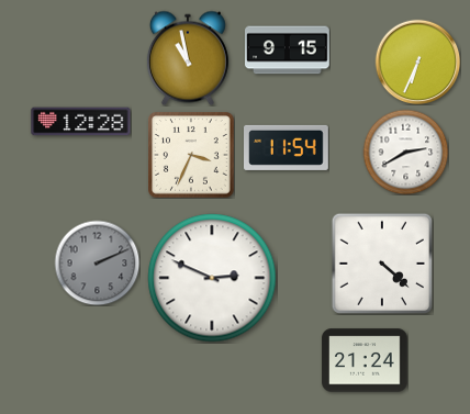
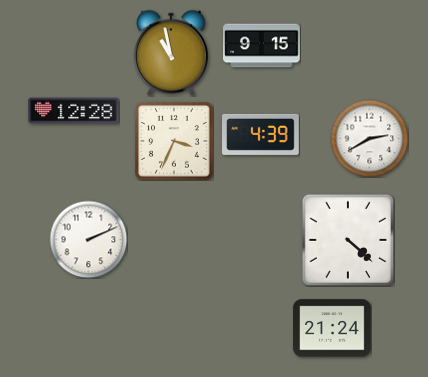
clock at (417, 61): 6:34 -> none
clock at (287, 147): 11:54 -> 4:39
clock at (97, 262) dial: grey -> white
clock at (212, 278): 2:49 -> none
